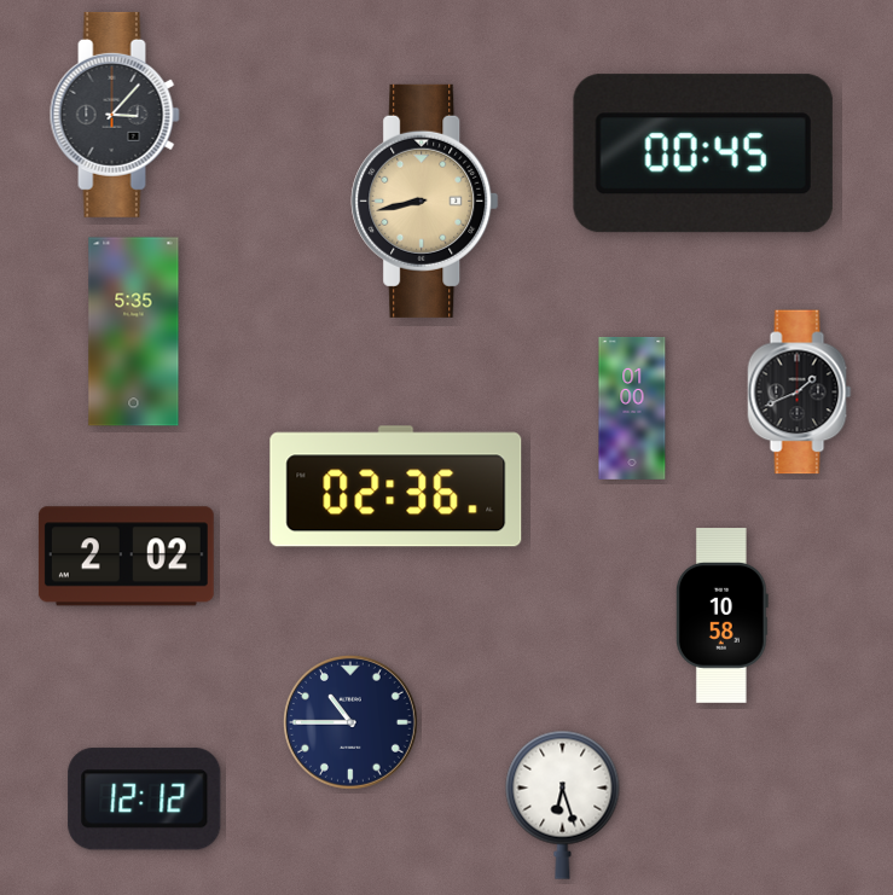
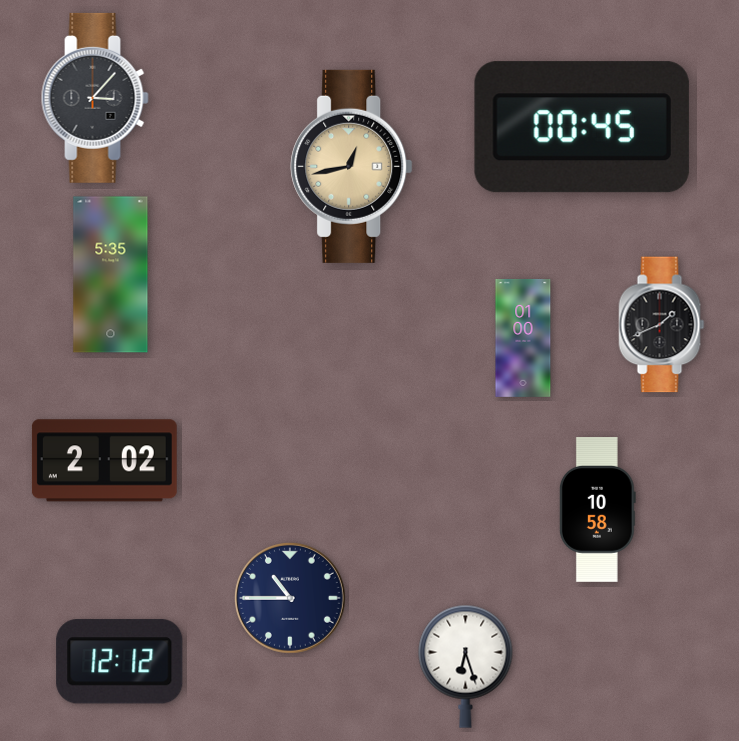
clock at (115, 115) position: (115, 115) -> (95, 98)
clock at (425, 200): 8:43 -> 12:43
clock at (396, 487): 02:36 -> none
